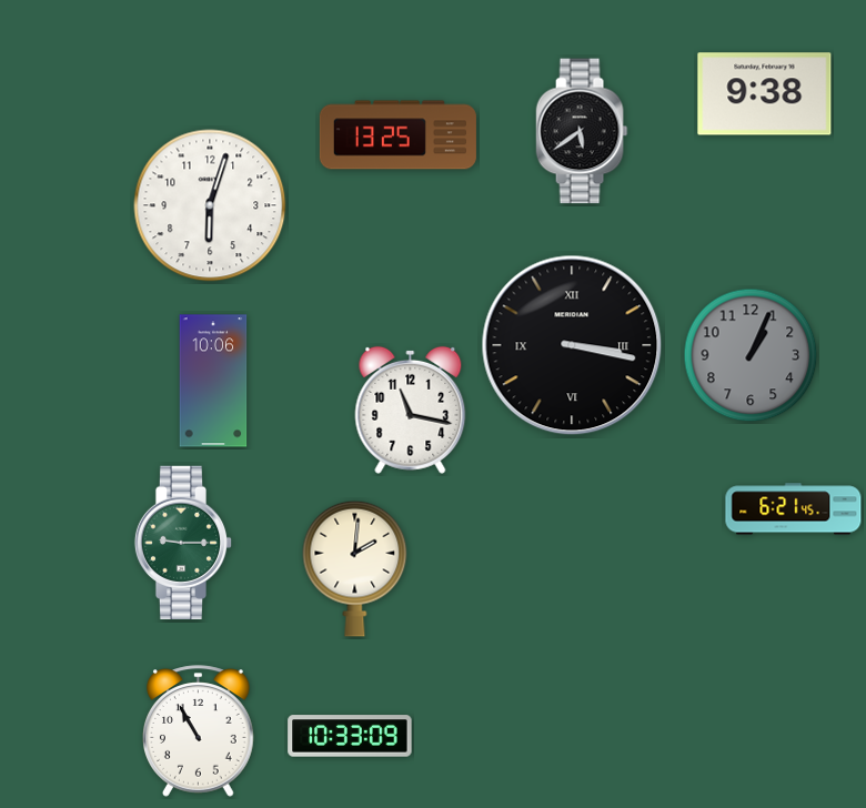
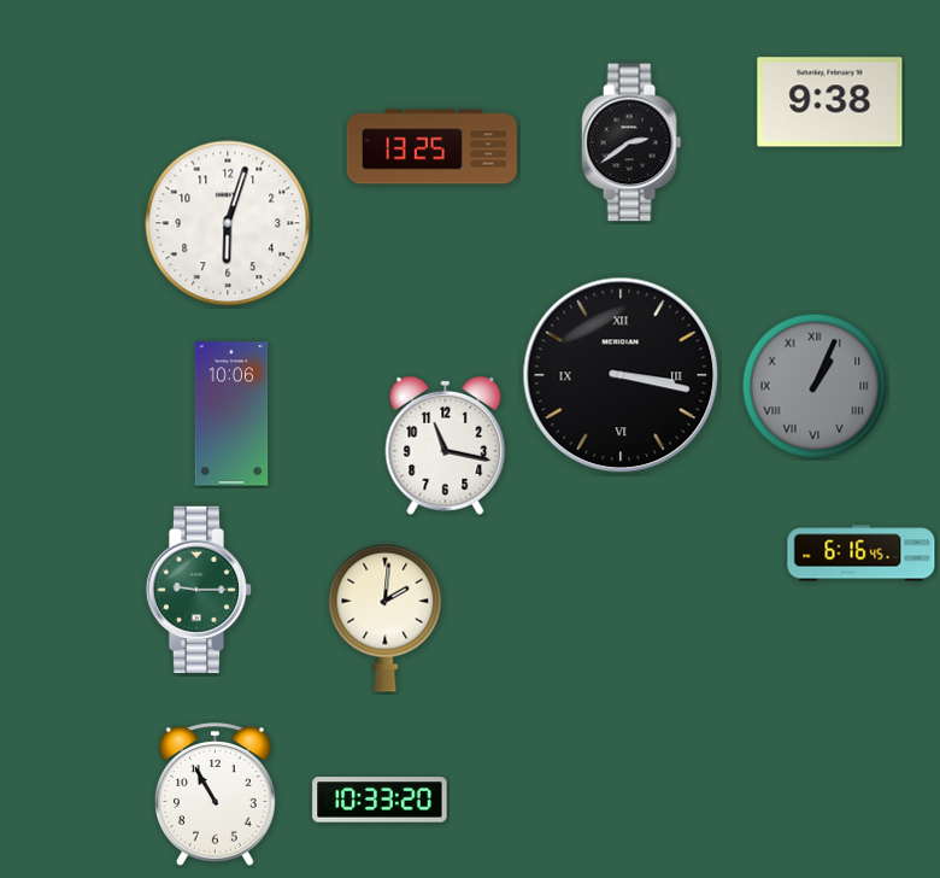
clock at (582, 131): 5:39 -> 2:39
clock at (751, 355) numerals: Arabic -> Roman
clock at (794, 509): 6:21 -> 6:16
clock at (350, 736): 10:33:09 -> 10:33:20
